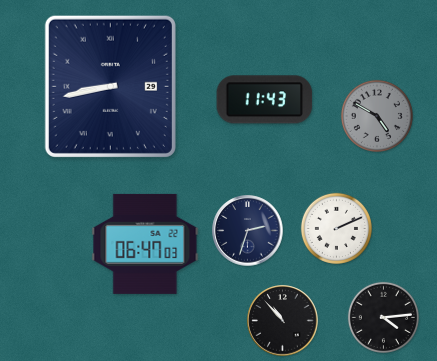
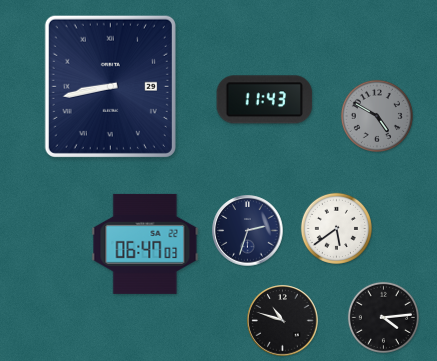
clock at (336, 228): 2:11 -> 5:39
clock at (283, 321): 10:53 -> 10:48
